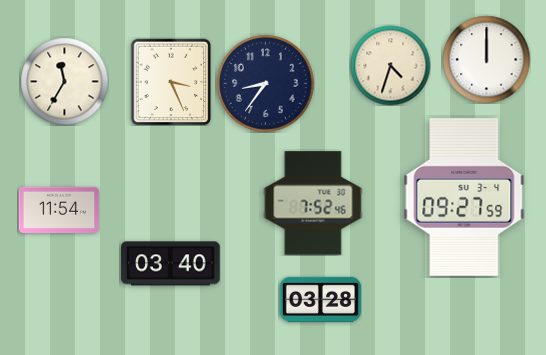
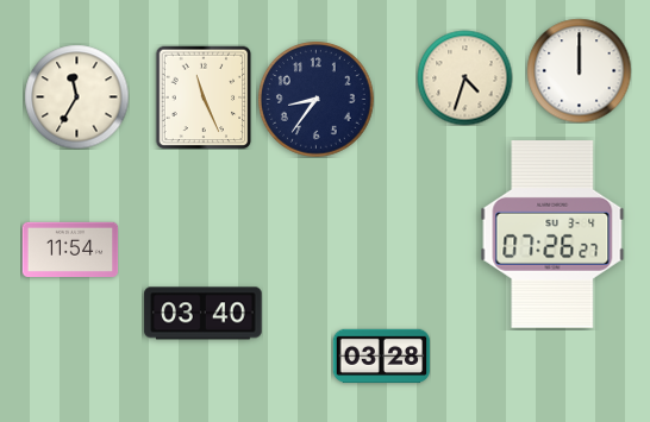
clock at (171, 82): 3:26 -> 11:26
clock at (464, 198): 09:27 -> 07:26
clock at (313, 203): 7:52 -> none
